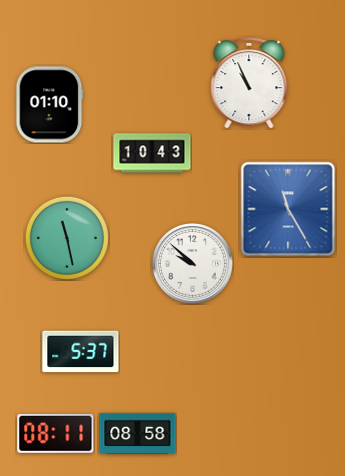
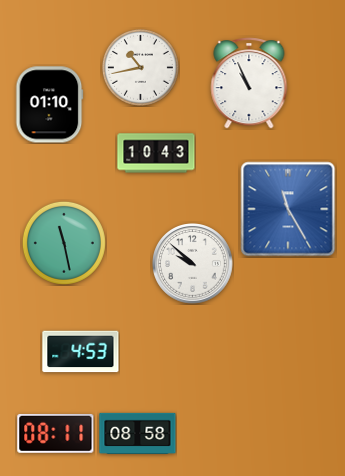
clock at (140, 67): none -> 10:43
clock at (152, 153) position: (152, 153) -> (156, 153)
clock at (67, 238) position: (67, 238) -> (64, 243)
clock at (81, 352): 5:37 -> 4:53
